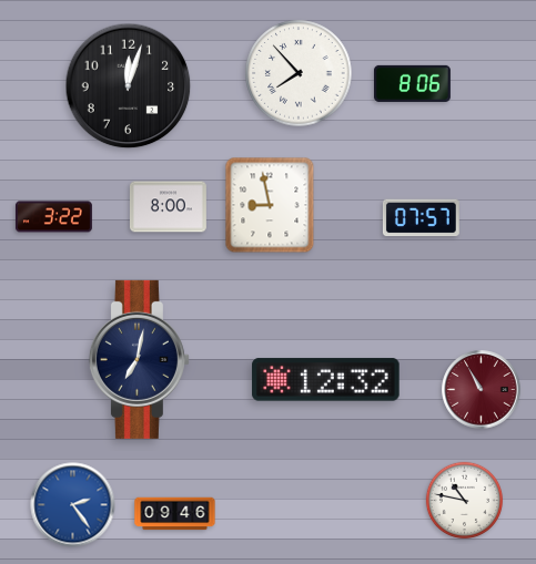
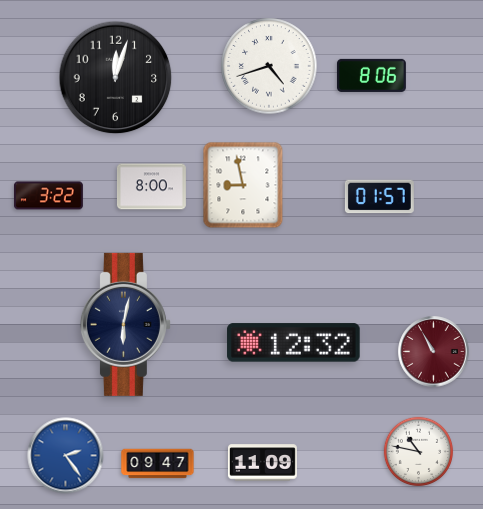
clock at (299, 73): 7:53 -> 4:42
clock at (421, 218): 07:57 -> 01:57
clock at (139, 359): 7:02 -> 6:02
clock at (262, 463): none -> 11:09
clock at (175, 514): 09:46 -> 09:47
